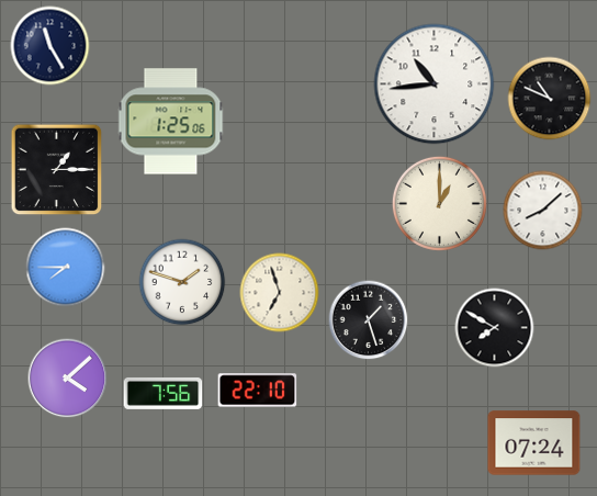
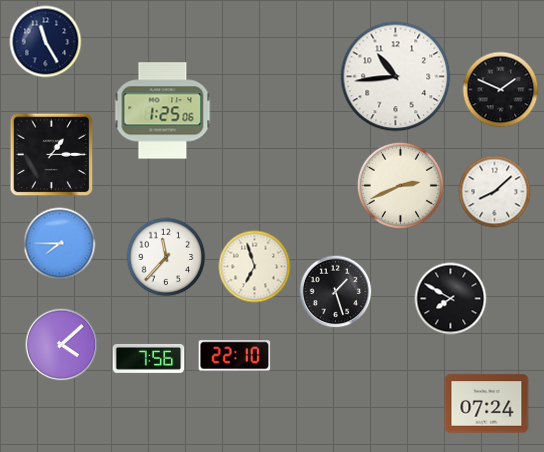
clock at (550, 99): 10:49 -> 1:49
clock at (171, 122) position: (171, 122) -> (163, 111)
clock at (439, 203): 1:00 -> 2:41
clock at (182, 282): 1:48 -> 11:37
